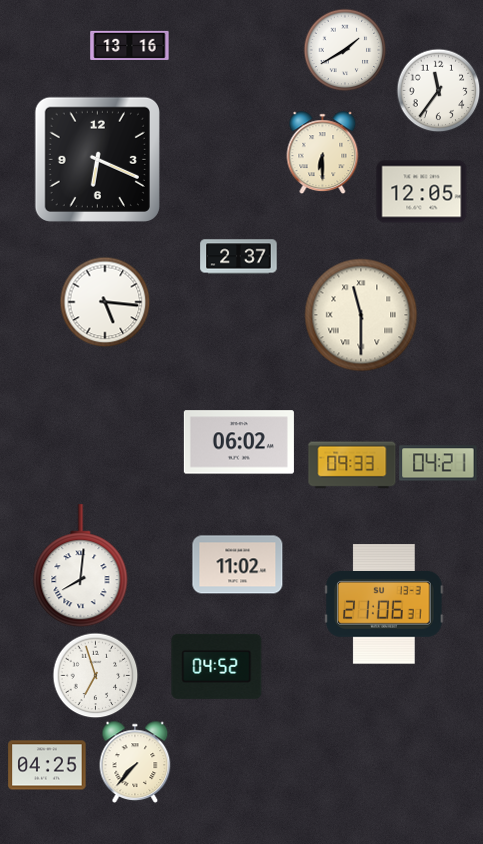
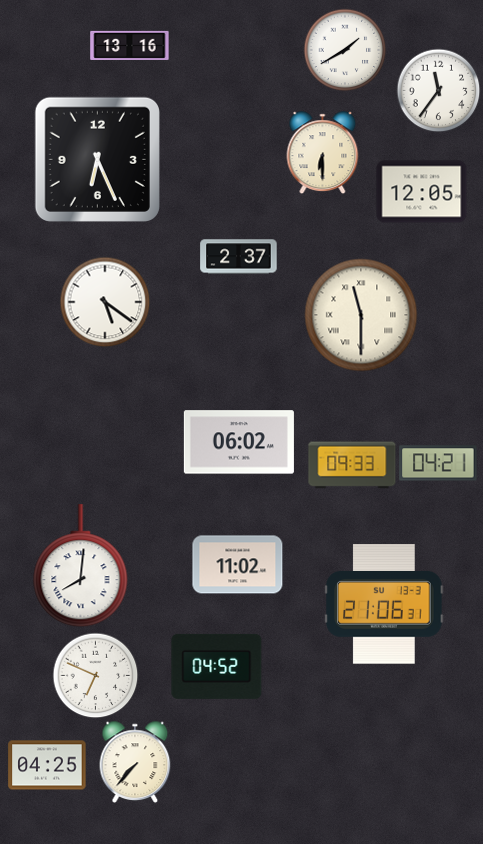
clock at (97, 159): 6:19 -> 6:26
clock at (105, 302): 5:16 -> 5:21
clock at (95, 675): 6:57 -> 6:49
